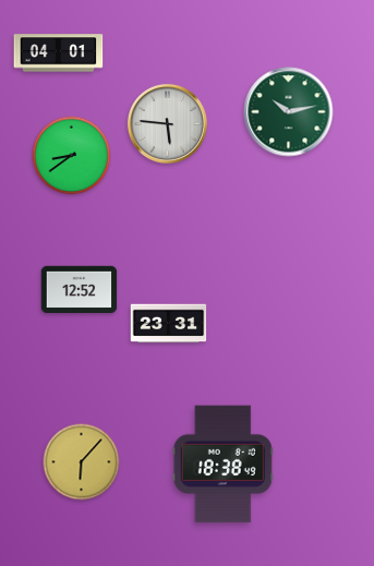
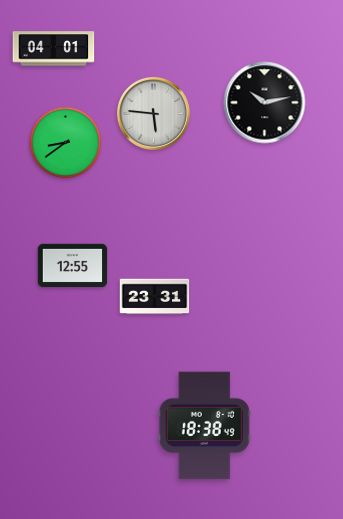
clock at (289, 112) dial: green -> black
clock at (80, 290): 12:52 -> 12:55
clock at (82, 462): 6:07 -> none
